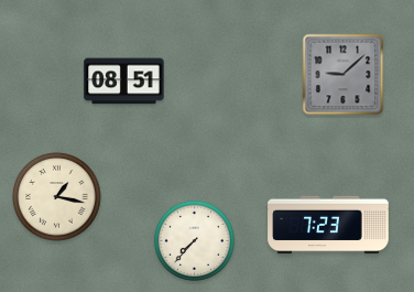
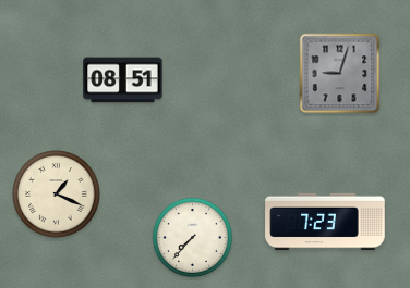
clock at (344, 75): 9:08 -> 9:03
clock at (57, 197): 1:17 -> 1:19
